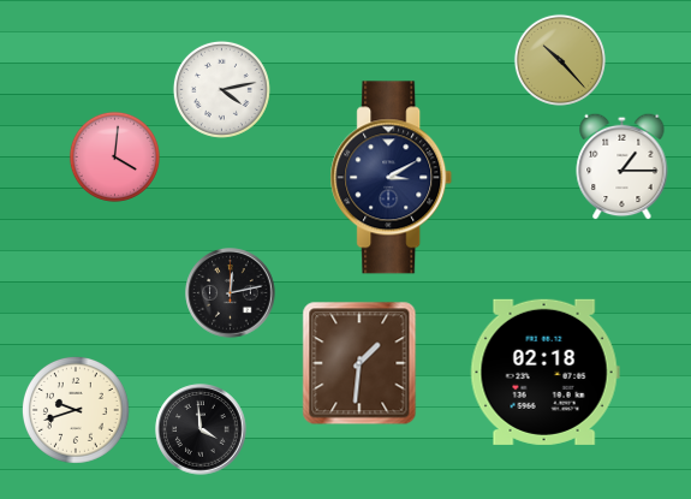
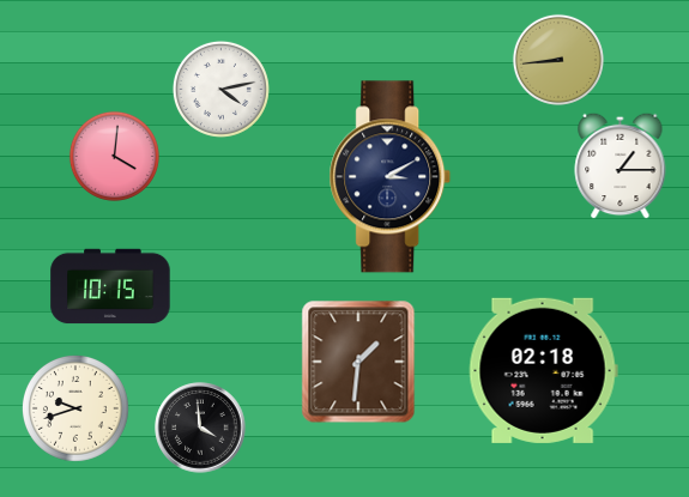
clock at (560, 60): 10:23 -> 8:44
clock at (110, 286): none -> 10:15
clock at (231, 293): 12:13 -> none
